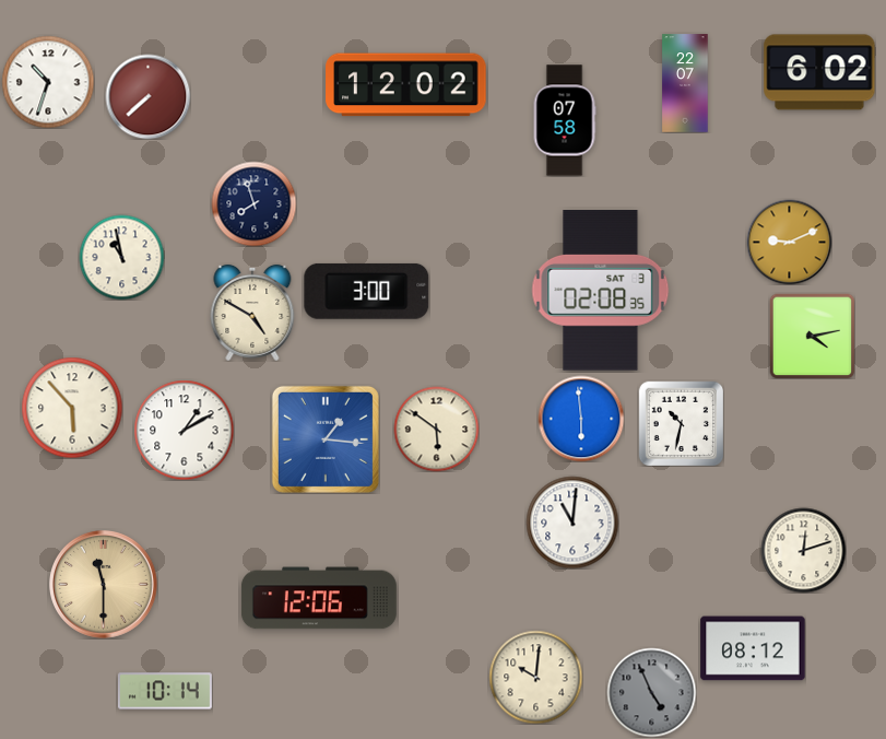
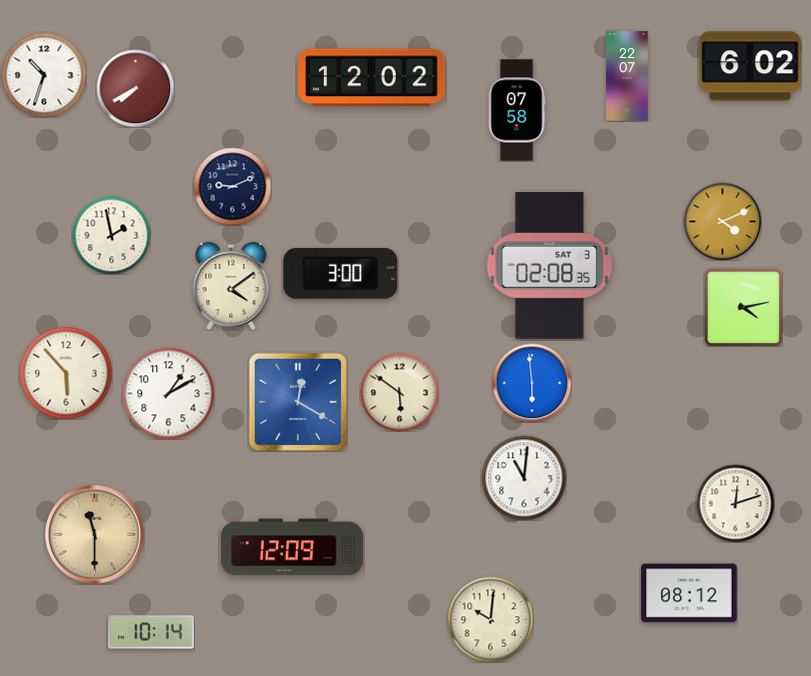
clock at (147, 96): 7:38 -> 7:40
clock at (253, 203): 7:57 -> 9:11
clock at (789, 242): 9:11 -> 4:11
clock at (121, 257): 10:58 -> 1:58
clock at (367, 291) position: (367, 291) -> (341, 273)
clock at (252, 313): 4:50 -> 4:09
clock at (681, 423): 10:32 -> none
clock at (326, 439): 1:16 -> 12:20
clock at (319, 598): 12:06 -> 12:09
clock at (651, 692): 4:56 -> none
